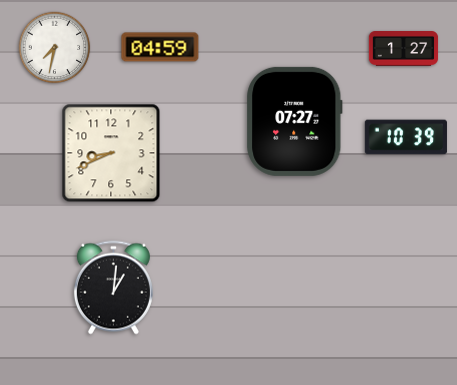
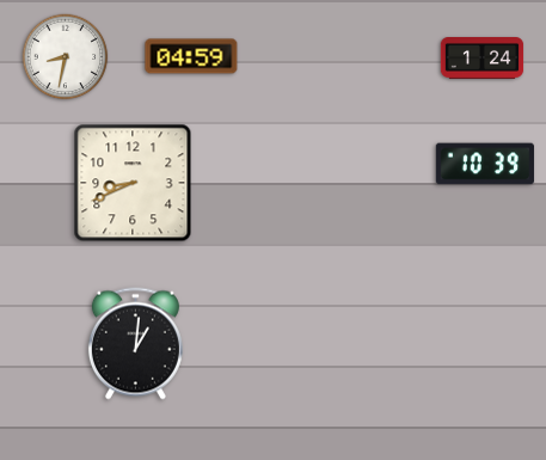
clock at (55, 48): 7:32 -> 8:32
clock at (404, 49): 1:27 -> 1:24
clock at (295, 121): 07:27 -> none
